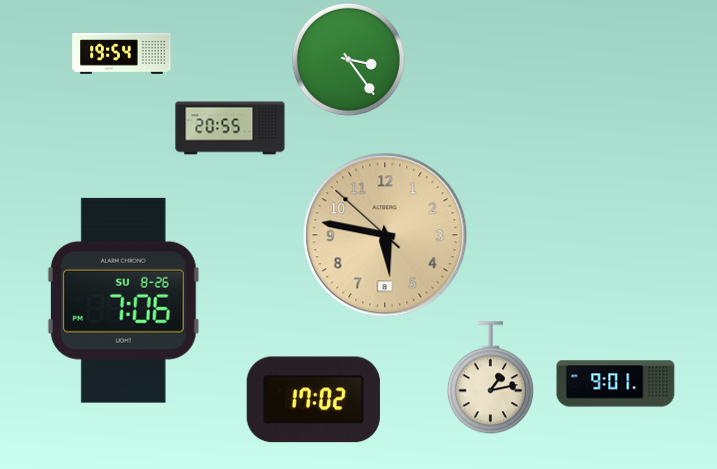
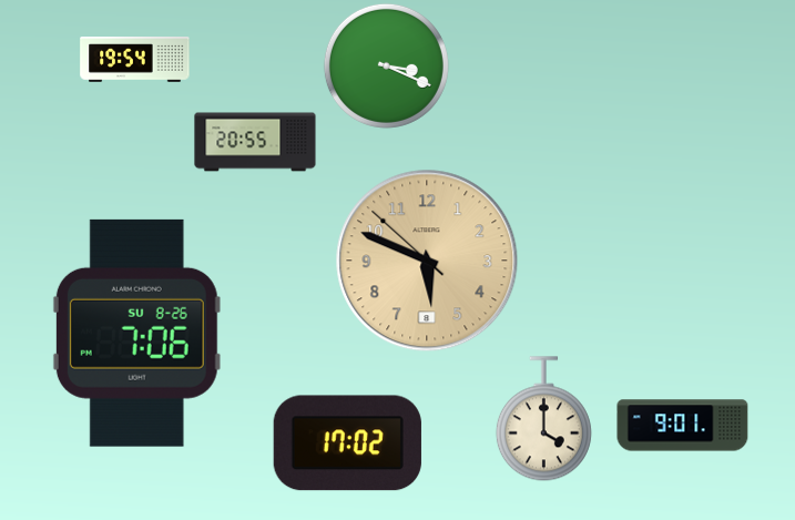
clock at (348, 59): 3:24 -> 3:19
clock at (385, 235): 5:46 -> 5:48
clock at (490, 378): 1:13 -> 4:00
